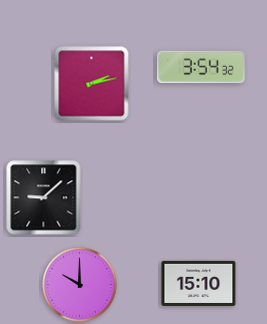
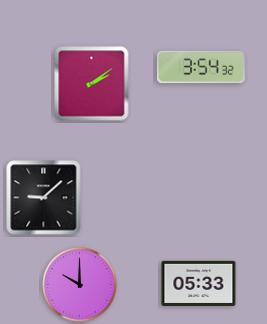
clock at (92, 84): 2:13 -> 2:09
clock at (199, 283): 15:10 -> 05:33
